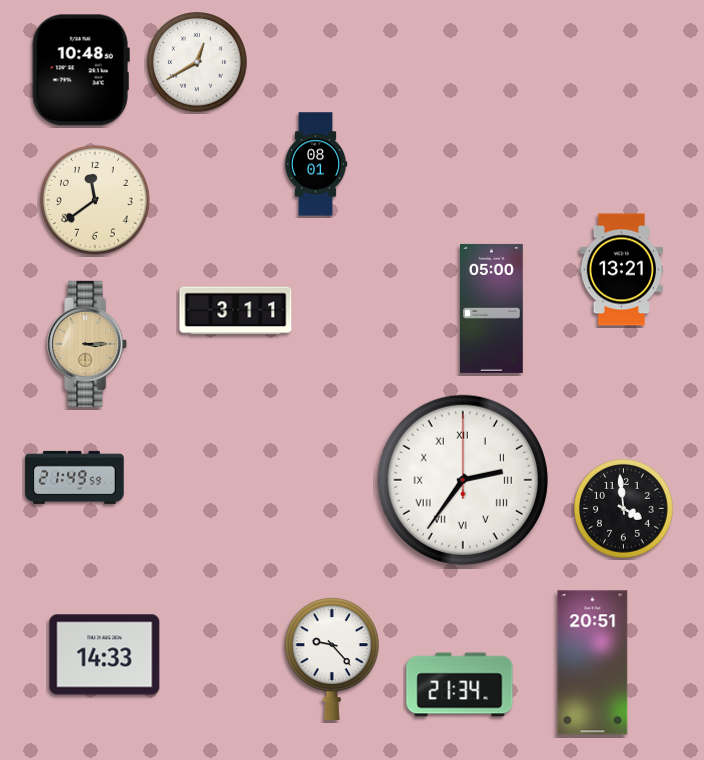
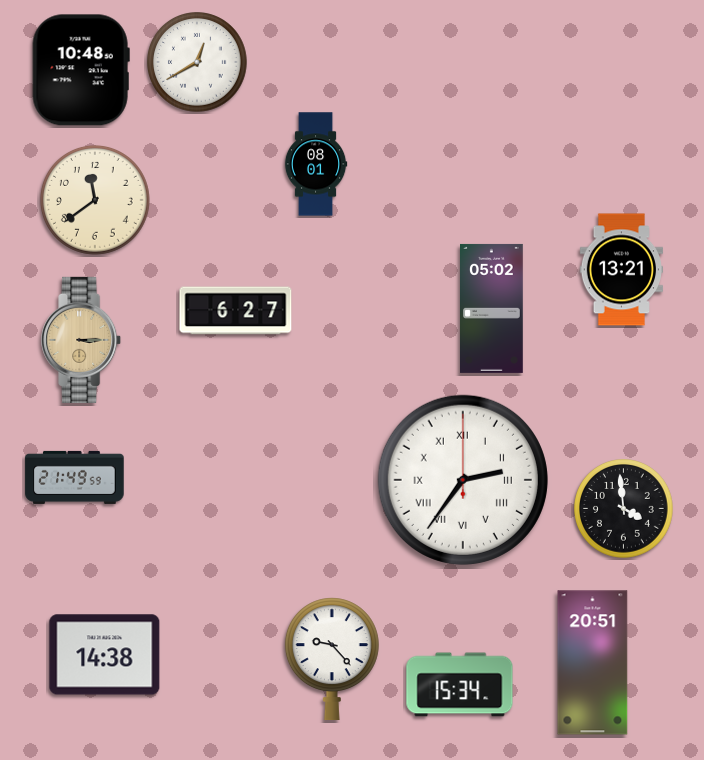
clock at (492, 308): 05:00 -> 05:02
clock at (236, 311): 3:11 -> 6:27
clock at (88, 344) position: (88, 344) -> (82, 340)
clock at (105, 655): 14:33 -> 14:38
clock at (460, 685): 21:34 -> 15:34
